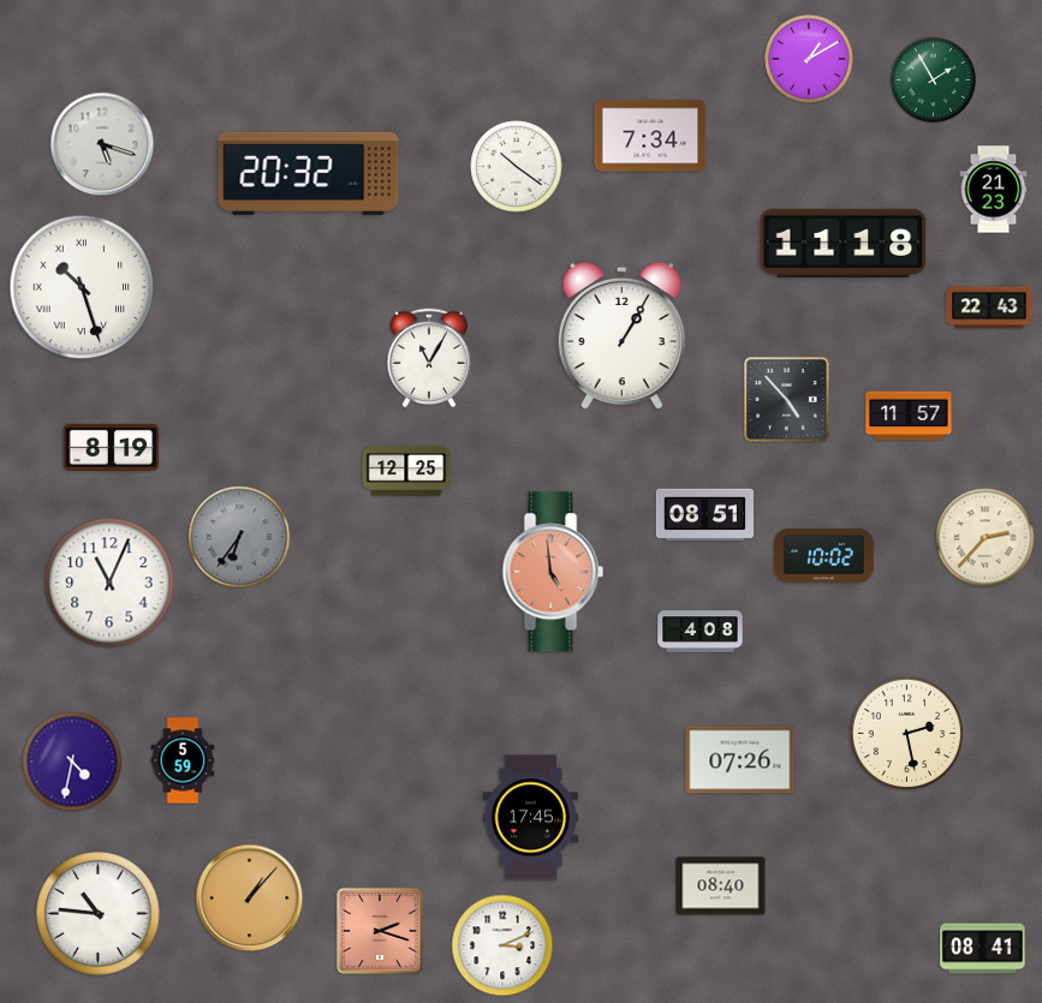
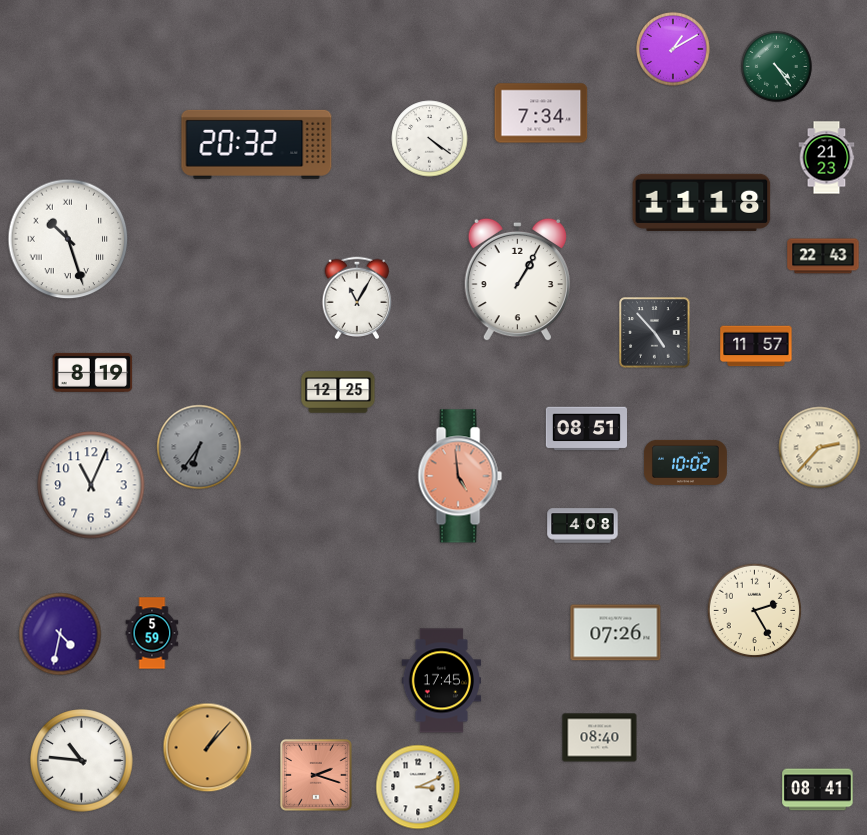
clock at (933, 79): 1:55 -> 4:24
clock at (102, 144): 5:18 -> none
clock at (517, 167): 10:21 -> 4:21
clock at (907, 734): 2:28 -> 2:25
